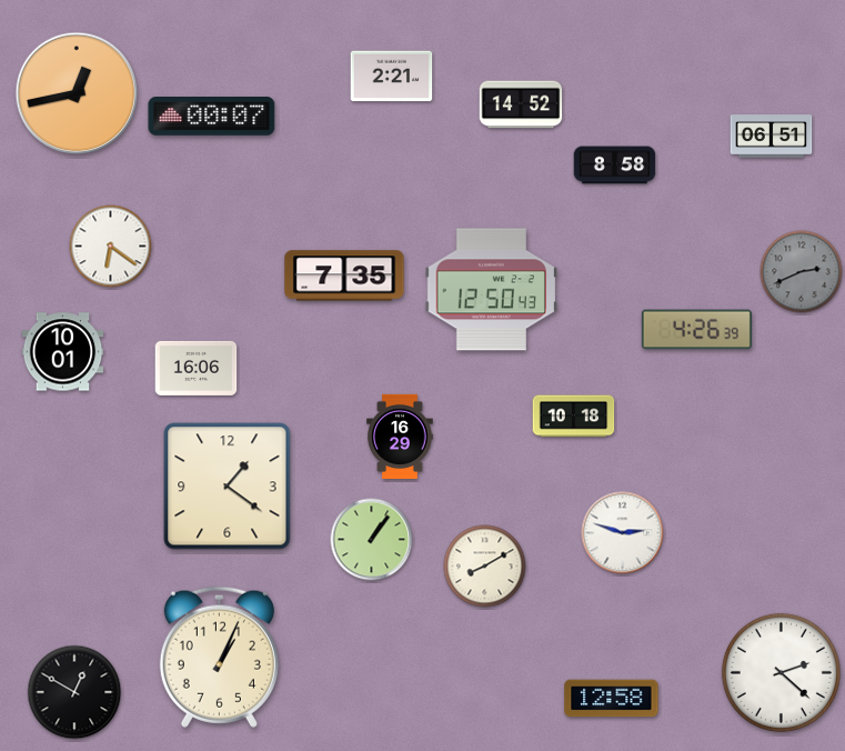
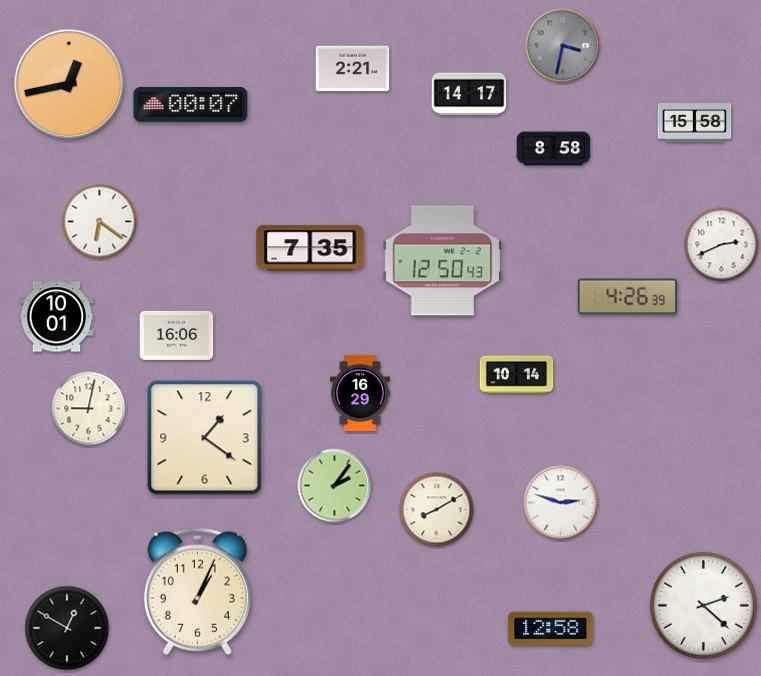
clock at (563, 46): none -> 3:32
clock at (521, 104): 14:52 -> 14:17
clock at (772, 137): 06:51 -> 15:58
clock at (802, 272) dial: grey -> white
clock at (197, 368) position: (197, 368) -> (177, 335)
clock at (574, 417): 10:18 -> 10:14
clock at (89, 409): none -> 9:02
clock at (623, 533) position: (623, 533) -> (561, 503)
clock at (372, 540): 1:06 -> 2:06
clock at (74, 692) position: (74, 692) -> (67, 628)
